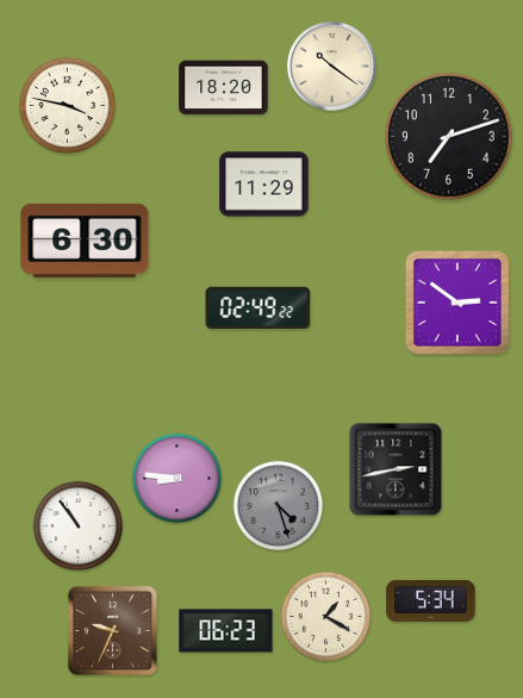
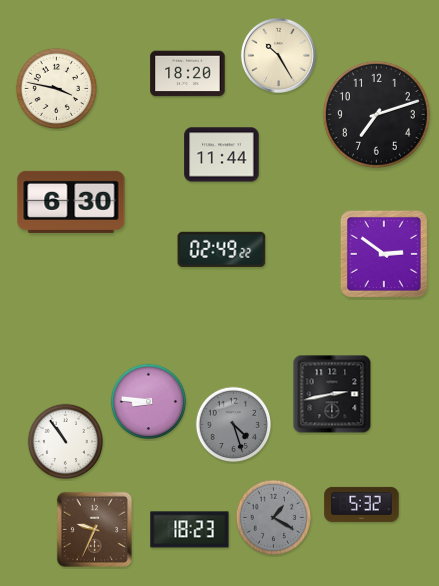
clock at (331, 66): 10:21 -> 10:25
clock at (264, 185): 11:29 -> 11:44
clock at (259, 307) position: (259, 307) -> (222, 249)
clock at (431, 600): 5:34 -> 5:32
clock at (326, 617) dial: cream -> grey
clock at (226, 631): 06:23 -> 18:23
